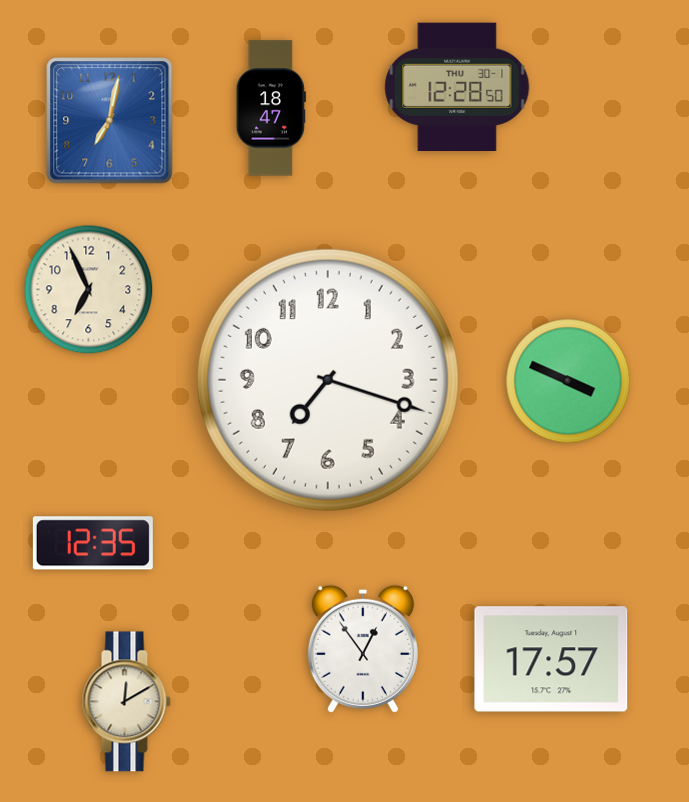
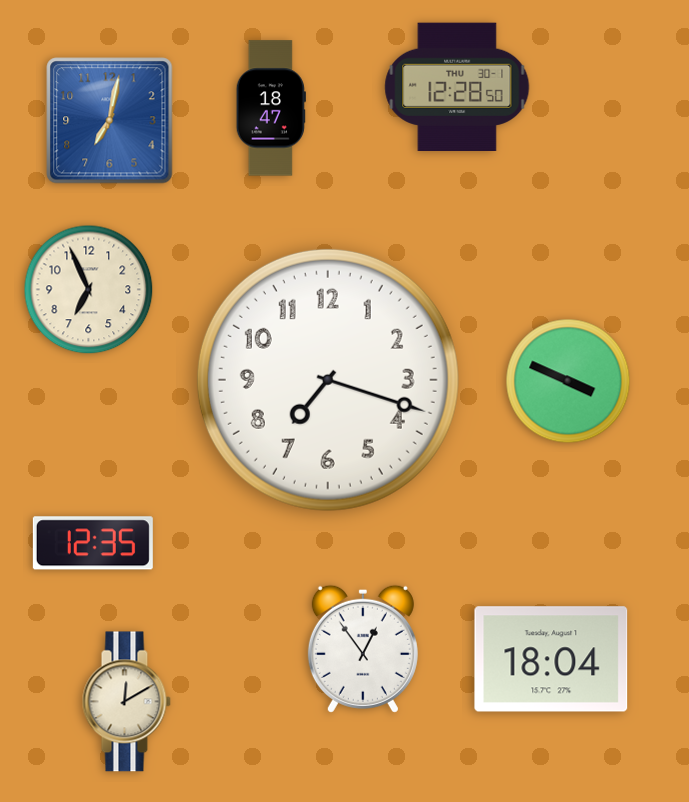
clock at (551, 659): 17:57 -> 18:04
